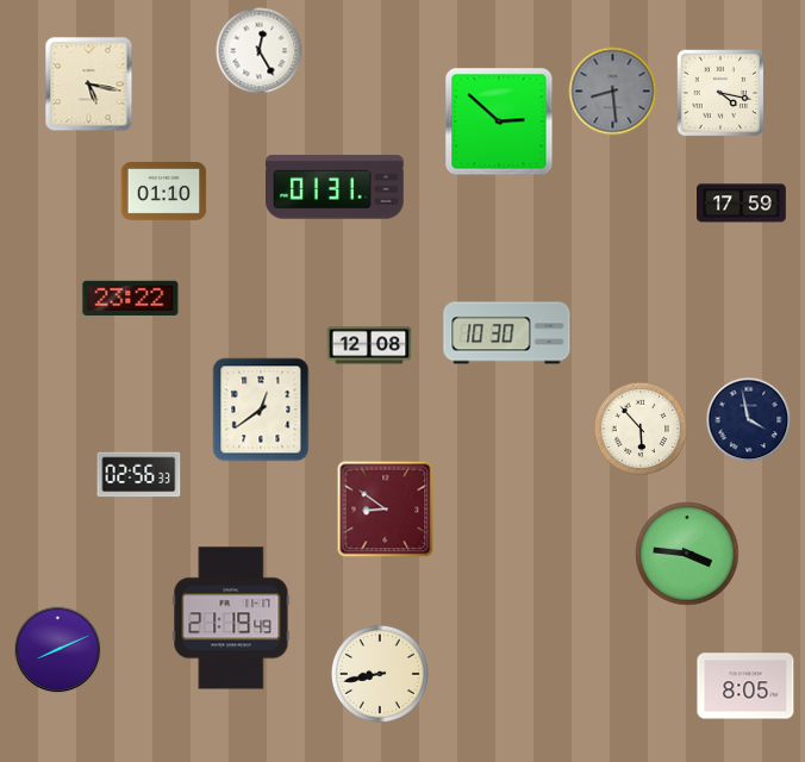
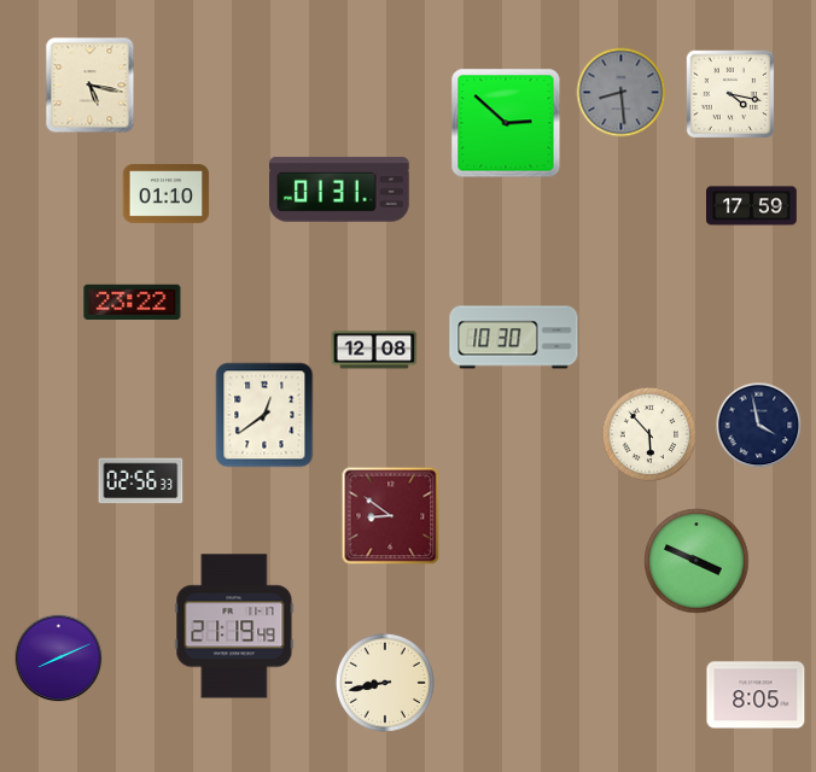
clock at (260, 51): 12:25 -> none
clock at (687, 554): 3:46 -> 3:49
